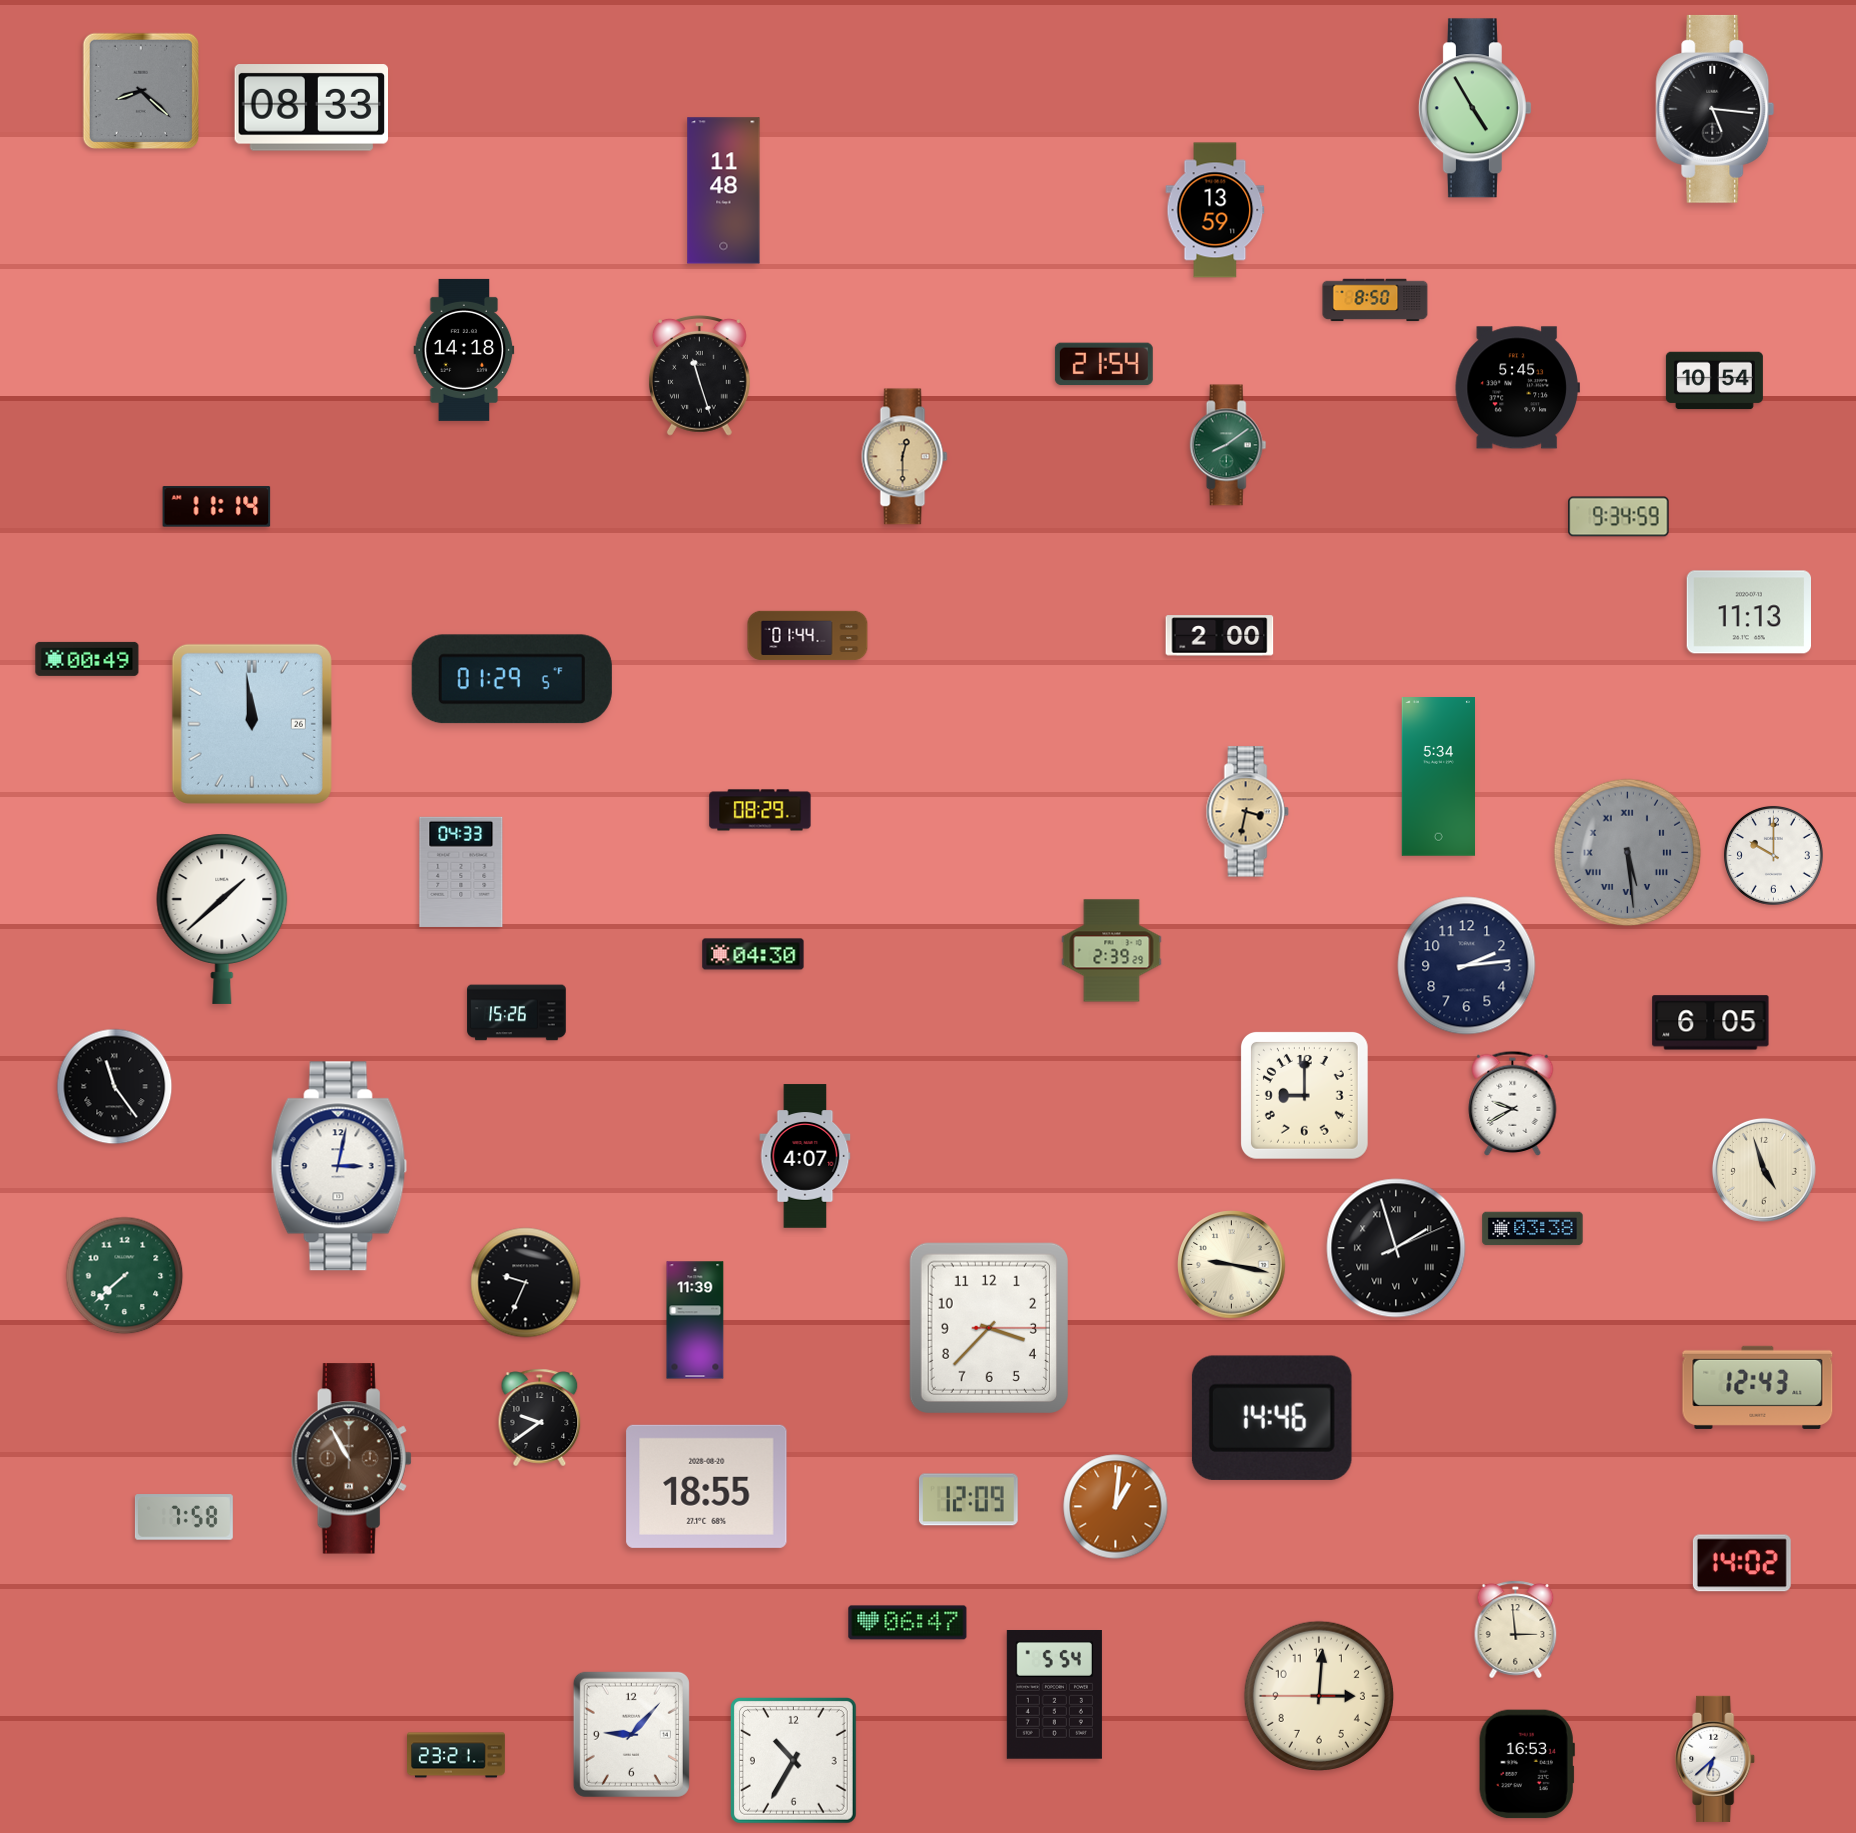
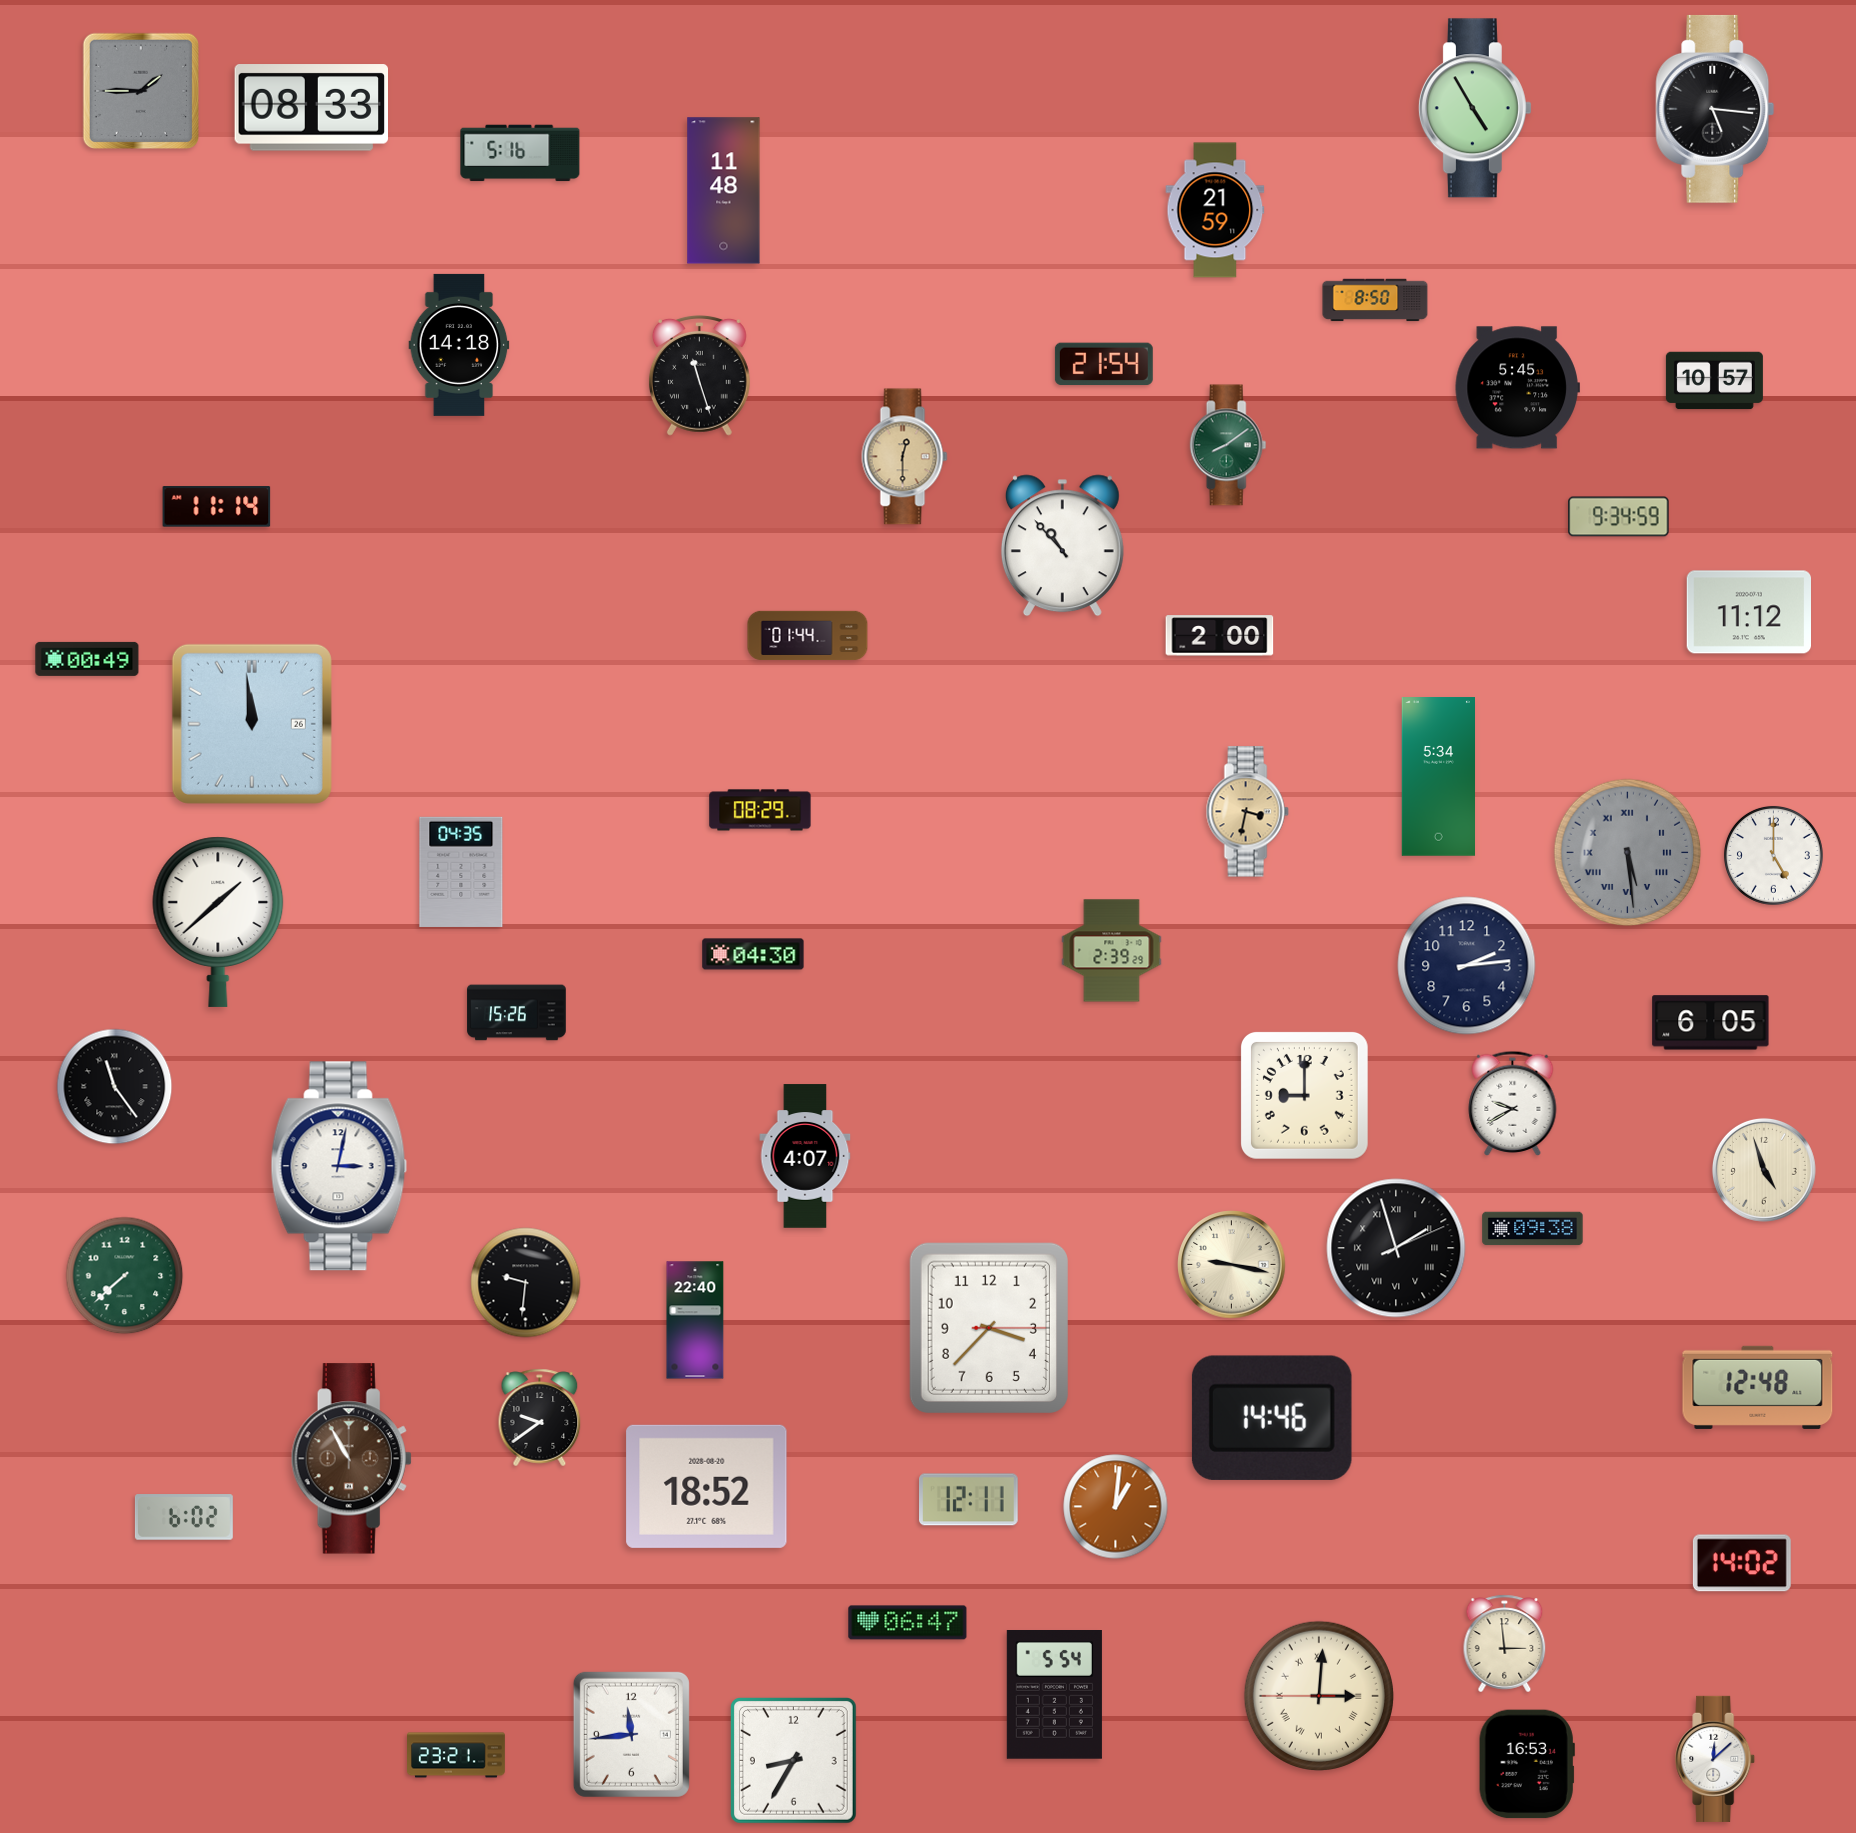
clock at (140, 90): 8:22 -> 1:45
clock at (520, 153): none -> 5:16
clock at (1215, 210): 13:59 -> 21:59
clock at (464, 350) position: (464, 350) -> (459, 345)
clock at (1714, 381): 10:54 -> 10:57
clock at (1062, 546): none -> 10:53
clock at (1748, 612): 11:13 -> 11:12
clock at (512, 679): 01:29 -> none
clock at (1773, 855): 10:00 -> 5:00
clock at (461, 872): 04:33 -> 04:35
clock at (222, 919) position: (222, 919) -> (218, 922)
clock at (1533, 1229): 03:38 -> 09:38
clock at (526, 1283): 9:34 -> 9:31
clock at (695, 1320): 11:39 -> 22:40
clock at (1758, 1387): 12:43 -> 12:48
clock at (707, 1486): 18:55 -> 18:52
clock at (969, 1500): 12:09 -> 12:11
clock at (184, 1517): 7:58 -> 6:02
clock at (1516, 1630) position: (1516, 1630) -> (1505, 1644)
clock at (1319, 1696) numerals: Arabic -> Roman
clock at (631, 1734): 9:07 -> 11:44
clock at (1716, 1759): 6:38 -> 12:08
clock at (793, 1760): 10:35 -> 8:35
